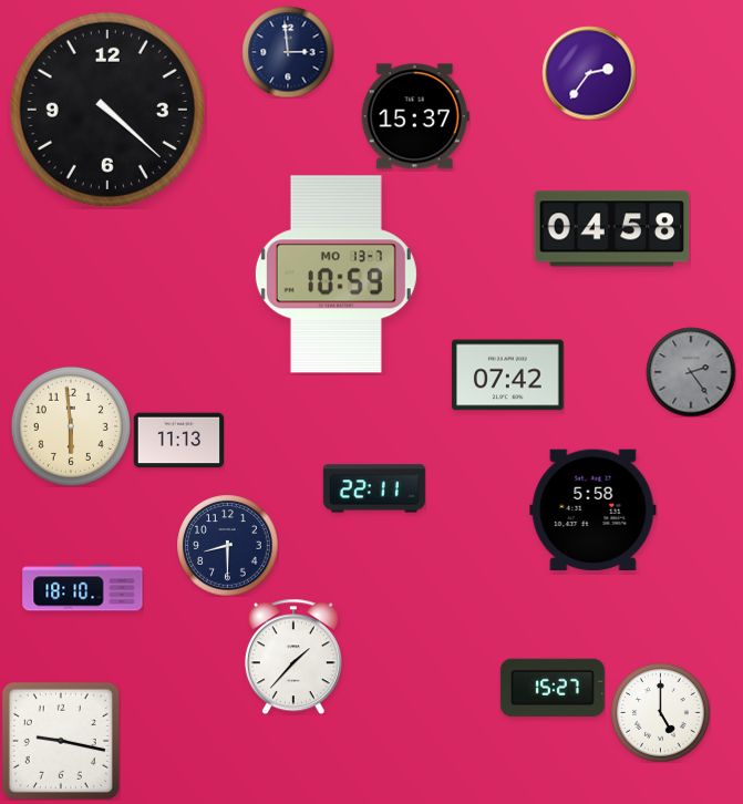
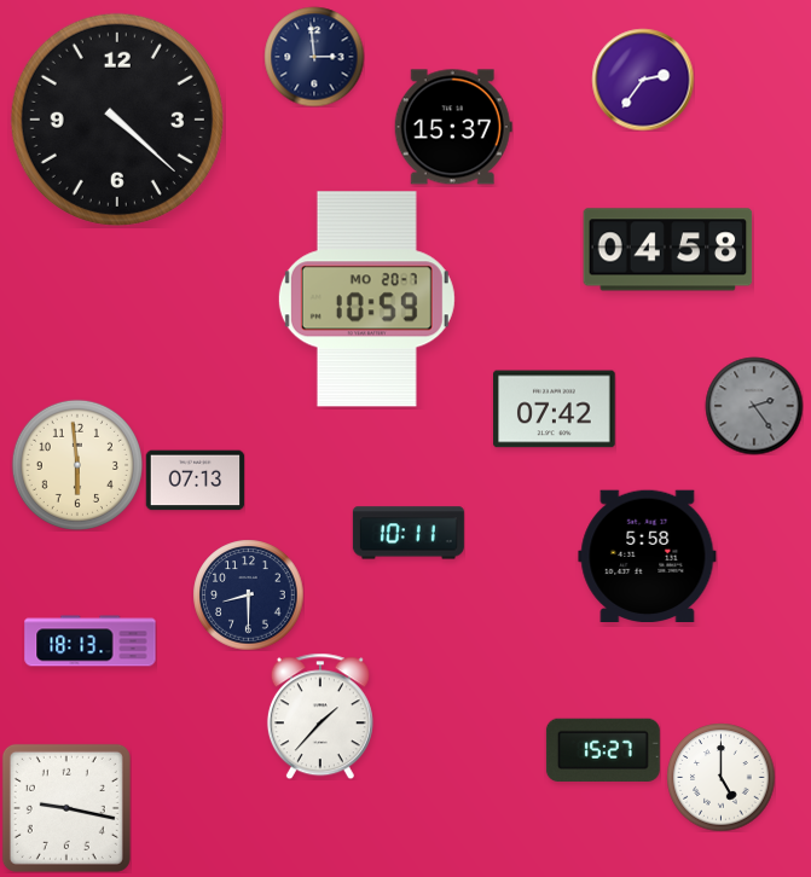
clock at (336, 275) date: MO 13-7 -> MO 20-7
clock at (178, 441): 11:13 -> 07:13
clock at (374, 488): 22:11 -> 10:11
clock at (83, 588): 18:10 -> 18:13
